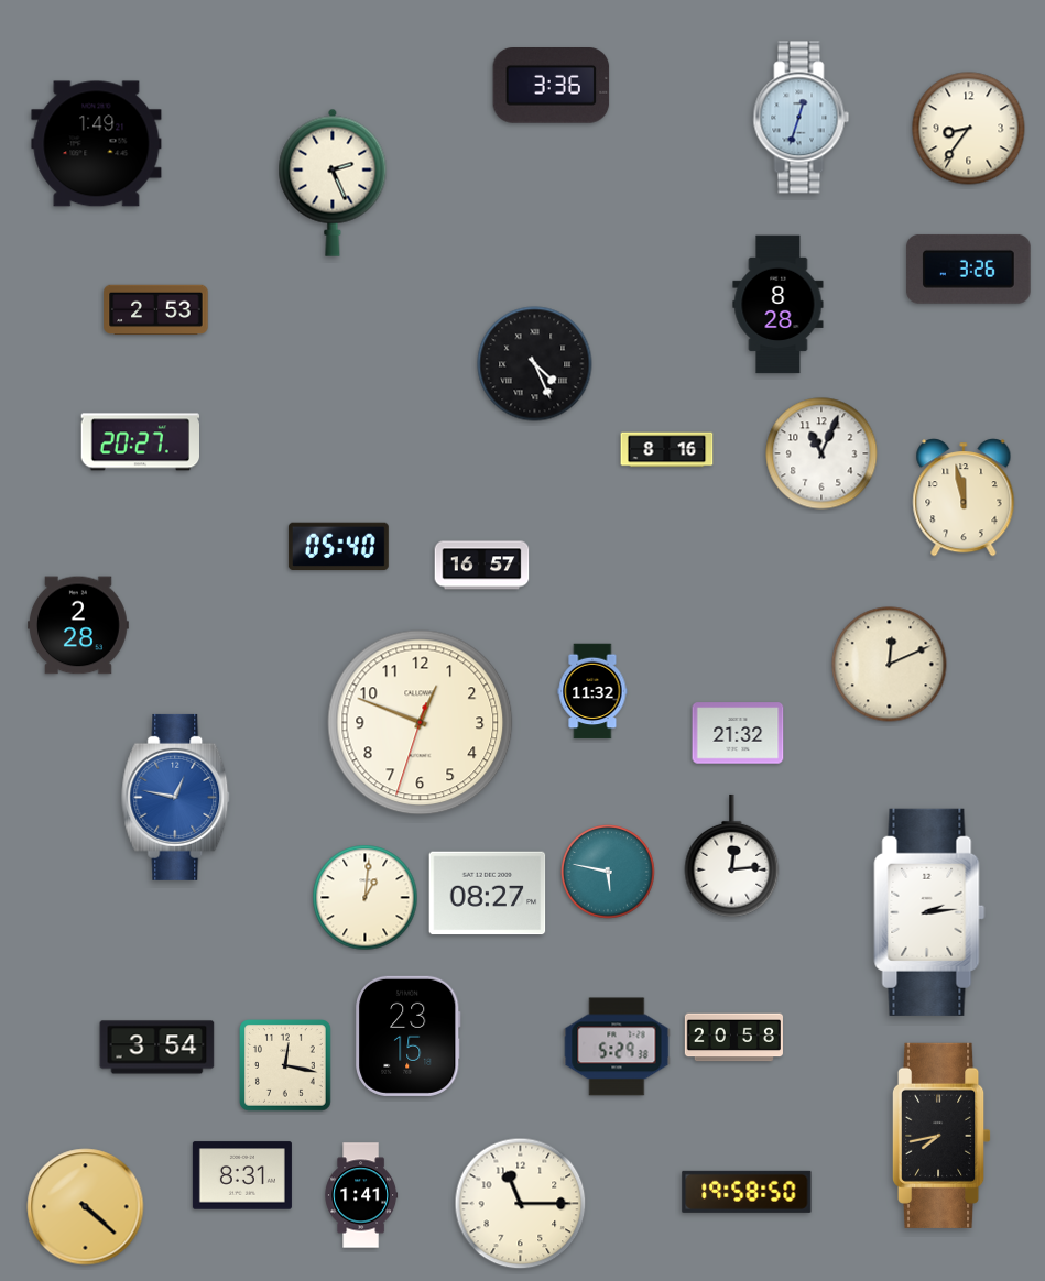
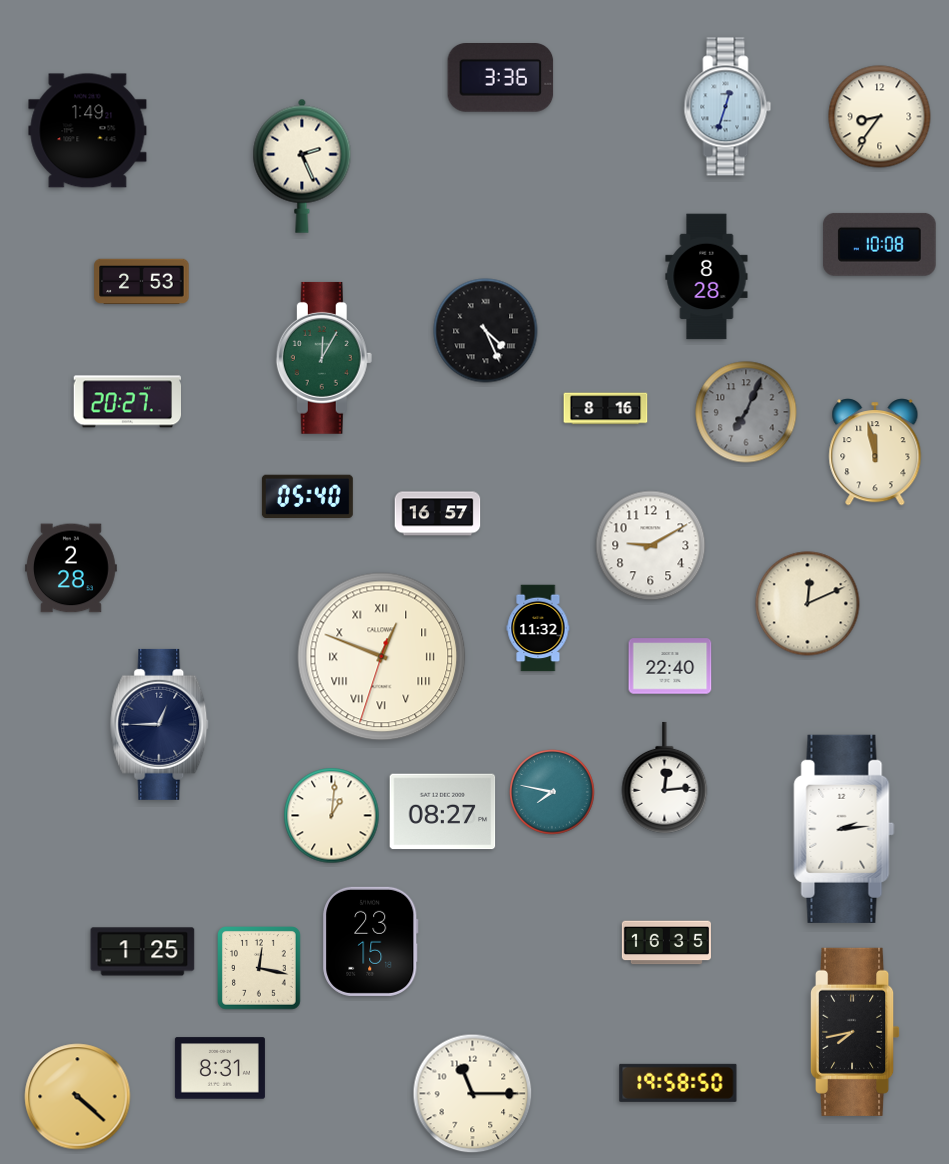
clock at (968, 269): 3:26 -> 10:08
clock at (324, 358): none -> 12:05
clock at (821, 453): 11:04 -> 7:04
clock at (821, 453) dial: white -> grey
clock at (651, 546): none -> 9:10
clock at (421, 723) numerals: Arabic -> Roman
clock at (738, 733): 21:32 -> 22:40
clock at (176, 797): 12:47 -> 12:45
clock at (176, 797) dial: blue -> navy
clock at (609, 873): 5:47 -> 7:47
clock at (733, 1038): 20:58 -> 16:35
clock at (617, 1047): 5:29 -> none
clock at (157, 1048): 3:54 -> 1:25
clock at (361, 1195): 1:41 -> none
